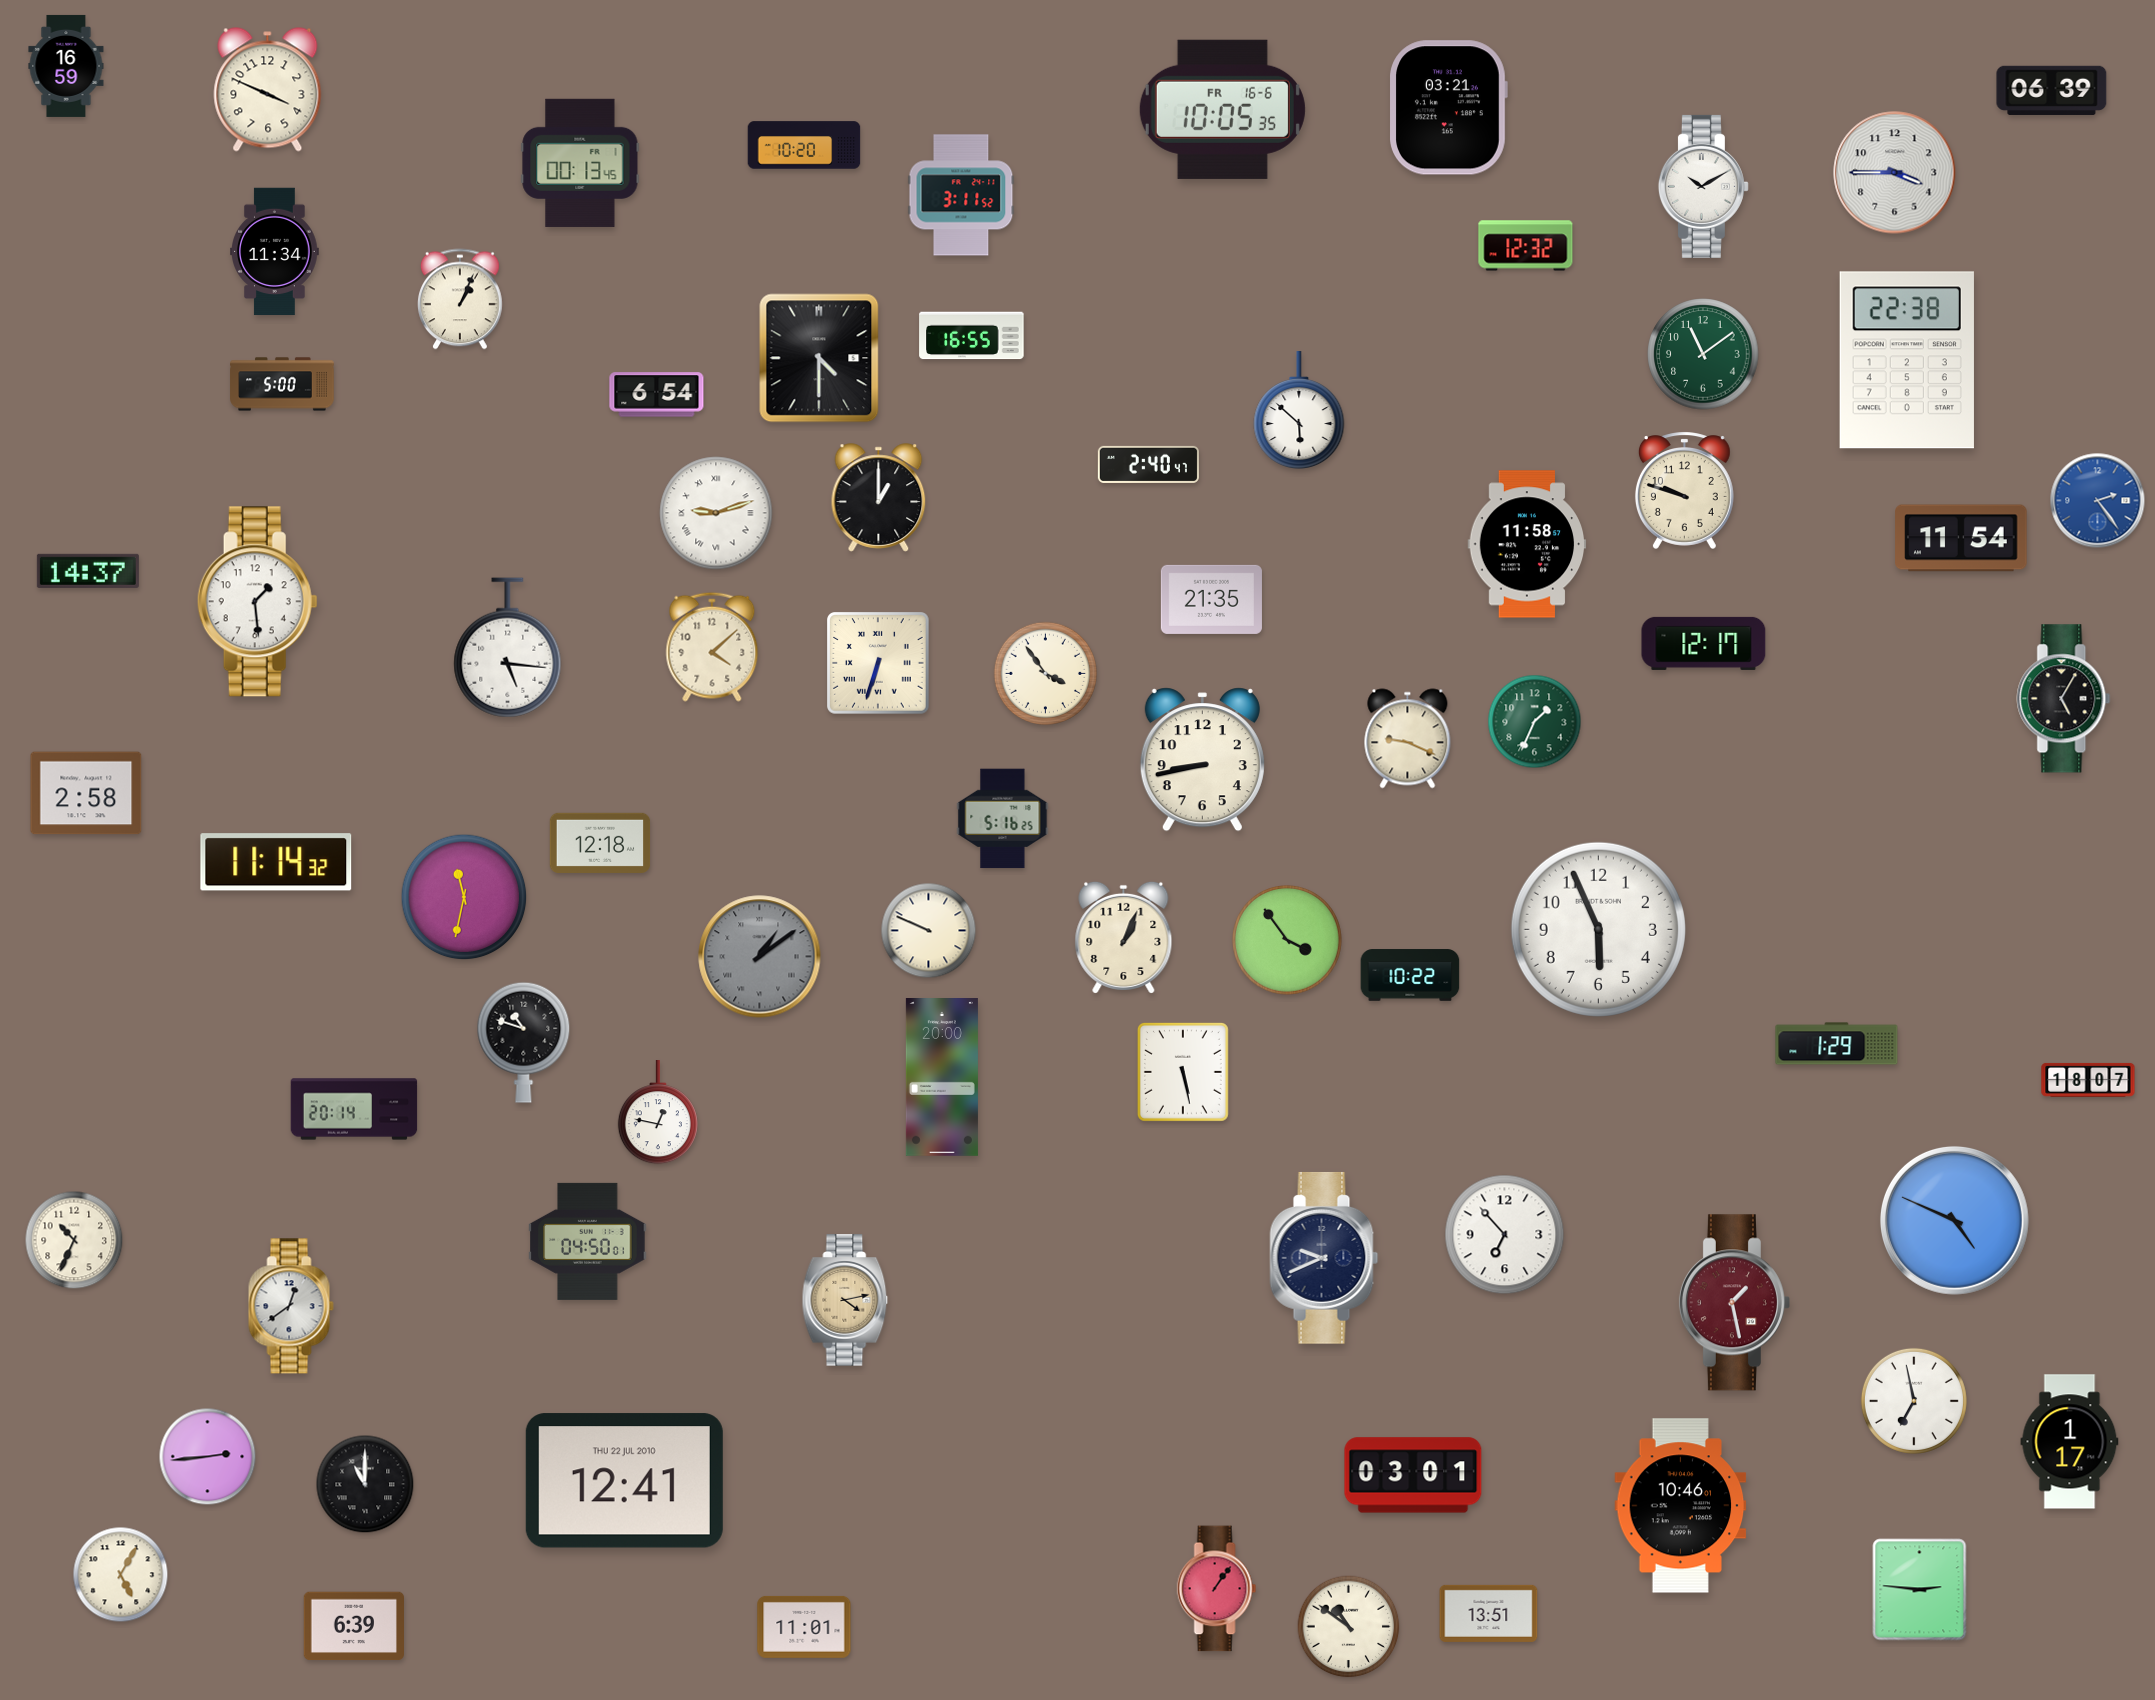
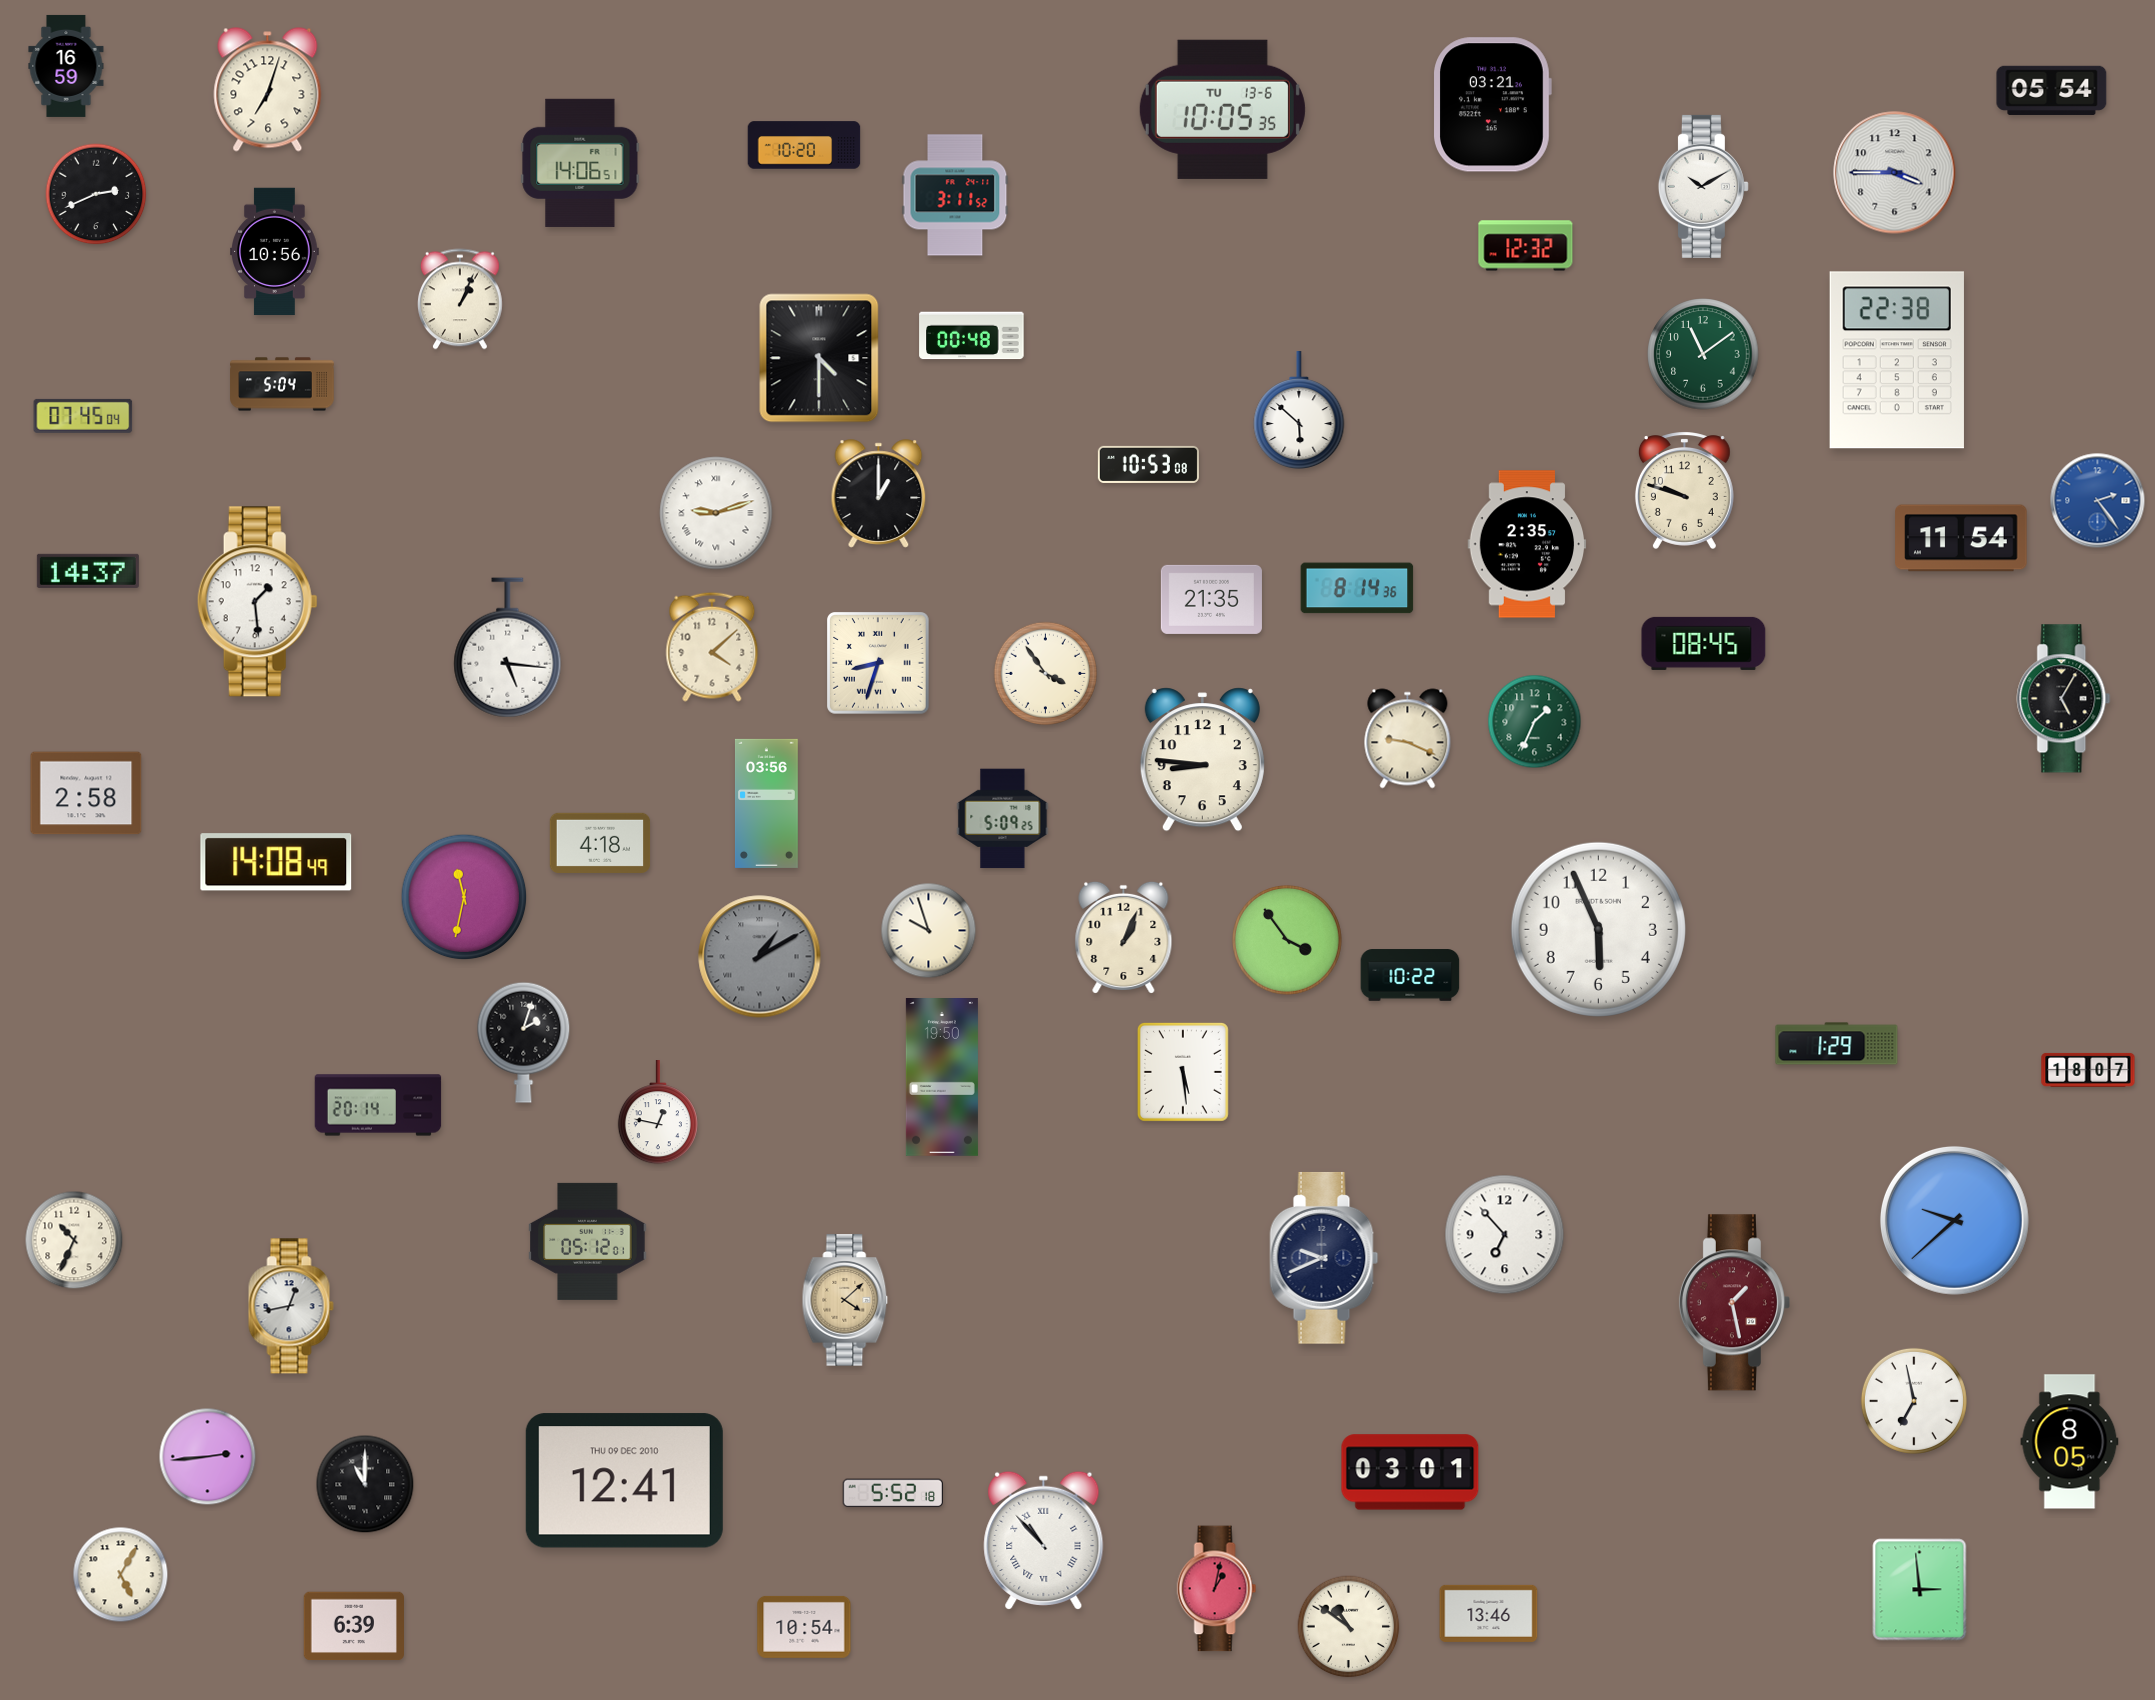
clock at (268, 90): 3:49 -> 7:03
clock at (2052, 90): 06:39 -> 05:54
clock at (1448, 108) position: (1448, 108) -> (1492, 105)
clock at (1222, 109) date: FR 16-6 -> TU 13-6
clock at (580, 163): 00:13 -> 14:06
clock at (96, 194): none -> 2:41
clock at (961, 195) position: (961, 195) -> (955, 195)
clock at (275, 252): 11:34 -> 10:56
clock at (972, 336): 16:55 -> 00:48
clock at (1907, 360) position: (1907, 360) -> (1897, 360)
clock at (282, 384): 5:00 -> 5:04
clock at (657, 395): 6:54 -> none
clock at (83, 416): none -> 07:45
clock at (1148, 464): 2:40 -> 10:53
clock at (879, 498) position: (879, 498) -> (879, 494)
clock at (1527, 544): 11:58 -> 2:35
clock at (1357, 588): none -> 8:14
clock at (1704, 643): 12:17 -> 08:45
clock at (879, 664): 6:33 -> 8:33
clock at (1202, 760): 8:43 -> 8:46
clock at (766, 803): none -> 03:56
clock at (1003, 819): 5:16 -> 5:09
clock at (600, 843): 12:18 -> 4:18
clock at (276, 862): 11:14 -> 14:08
clock at (929, 931): 9:49 -> 9:57
clock at (760, 957): 1:09 -> 1:10
clock at (524, 1042): 10:48 -> 2:03
clock at (1183, 1072): 5:28 -> 5:29
clock at (942, 1078): 20:00 -> 19:50
clock at (2088, 1080) position: (2088, 1080) -> (2088, 1070)
clock at (354, 1109) position: (354, 1109) -> (378, 1105)
clock at (1954, 1220): 4:49 -> 9:38
clock at (588, 1241): 04:50 -> 05:12
clock at (845, 1300): 4:13 -> 4:08
clock at (291, 1306): 12:39 -> 12:43
clock at (2070, 1442): 1:17 -> 8:05
clock at (1413, 1475) position: (1413, 1475) -> (1410, 1472)
clock at (624, 1481) date: THU 22 JUL 2010 -> THU 09 DEC 2010
clock at (892, 1493): none -> 5:52
clock at (1681, 1506): 10:46 -> none
clock at (1044, 1540): none -> 10:53
clock at (1217, 1589): 1:06 -> 1:02
clock at (1920, 1590): 2:46 -> 2:59
clock at (1489, 1613): 13:51 -> 13:46
clock at (804, 1627): 11:01 -> 10:54
